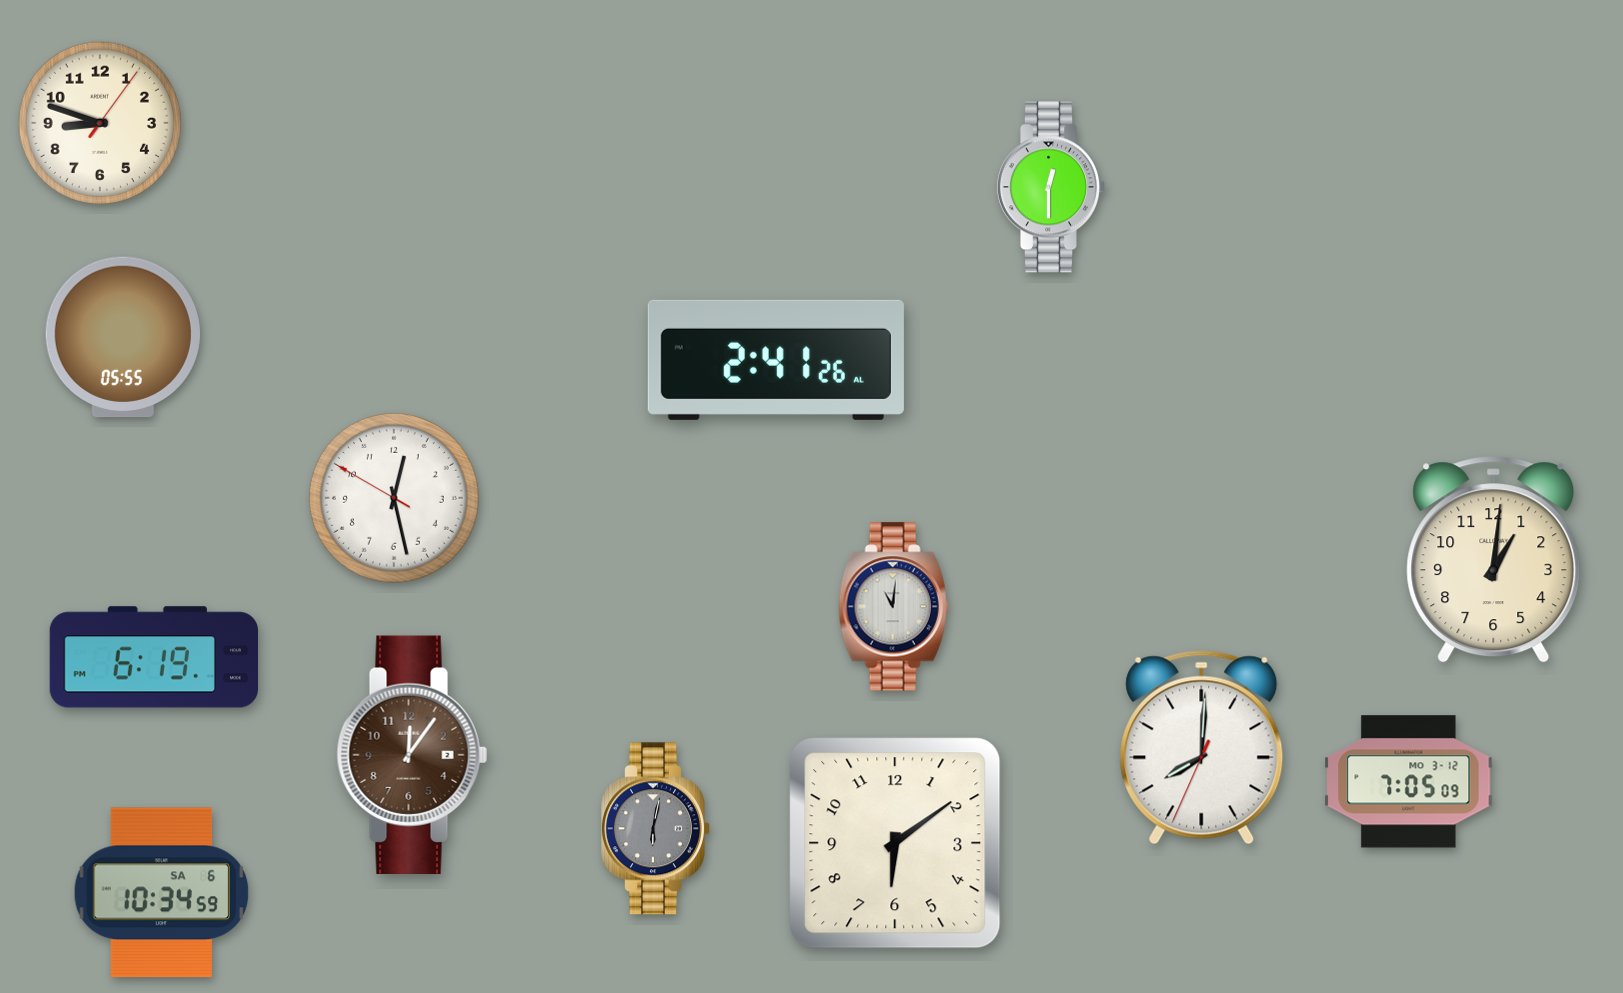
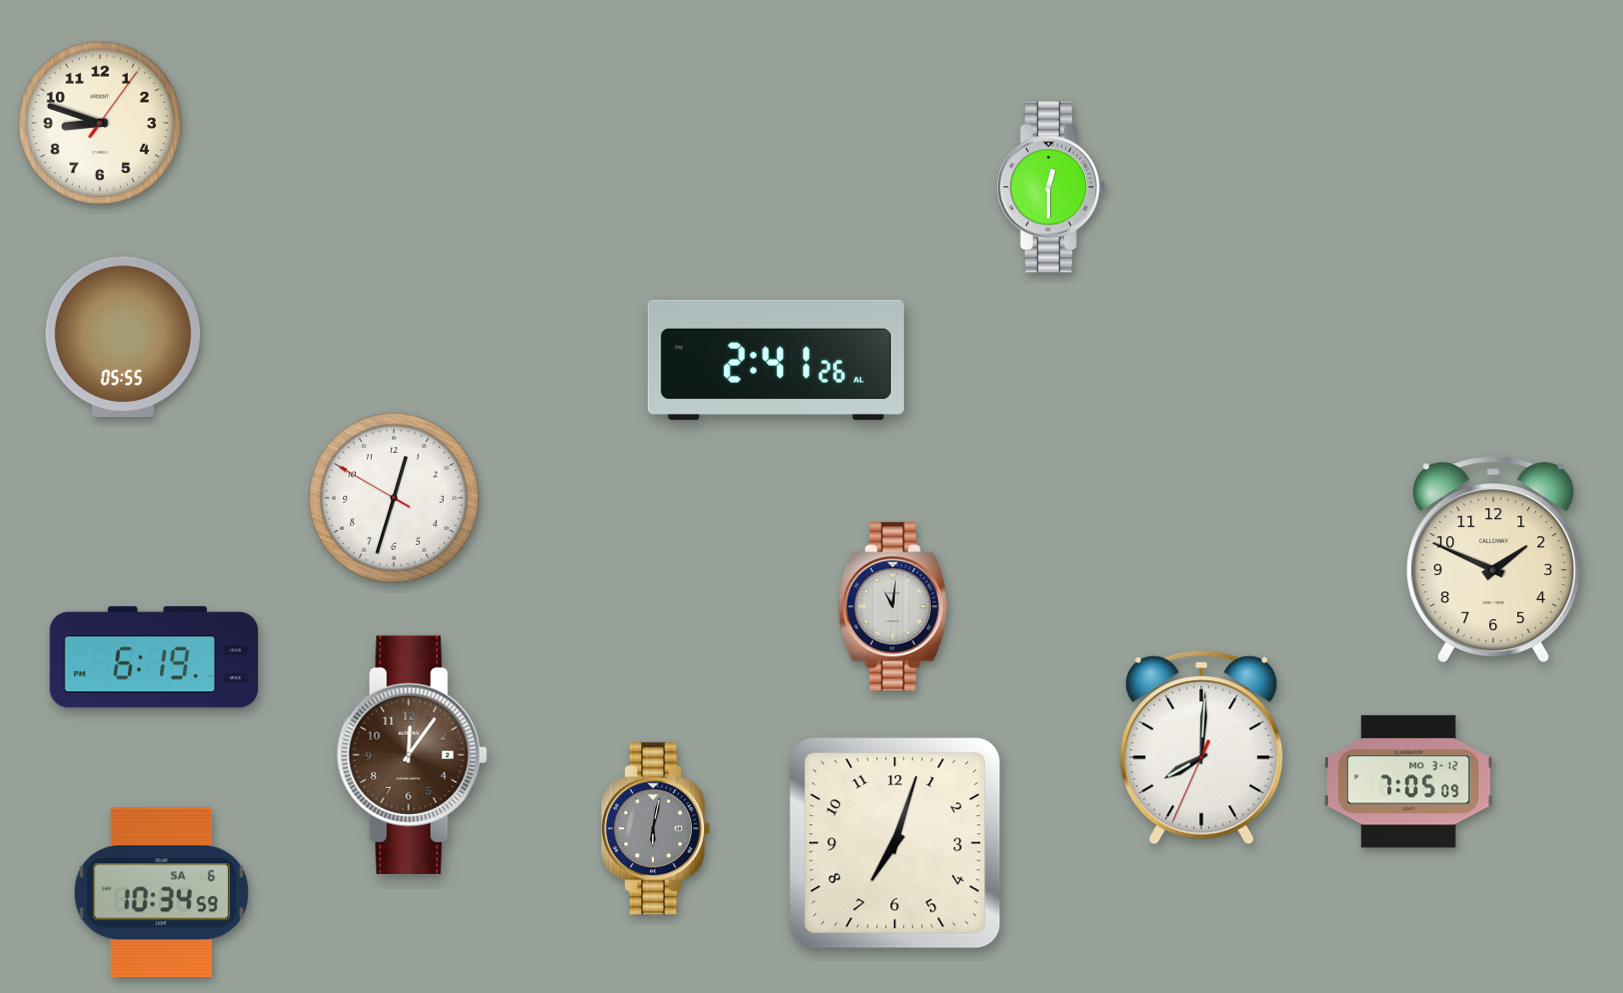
clock at (394, 498): 12:27 -> 12:32
clock at (1494, 560): 1:01 -> 1:49
clock at (895, 843): 6:09 -> 7:03
